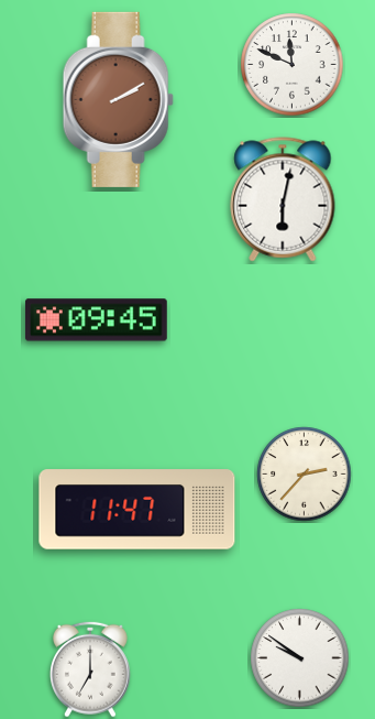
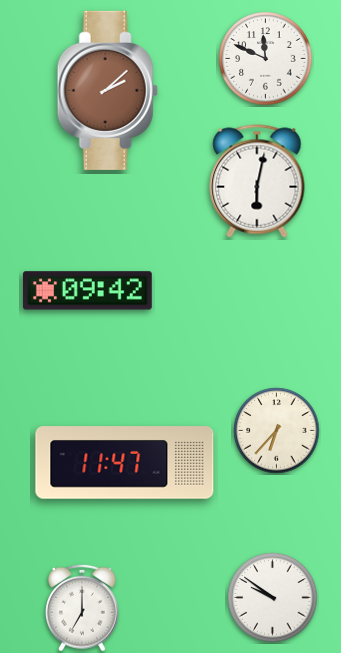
clock at (118, 99): 2:10 -> 2:08
clock at (96, 320): 09:45 -> 09:42
clock at (305, 475): 2:37 -> 6:37
